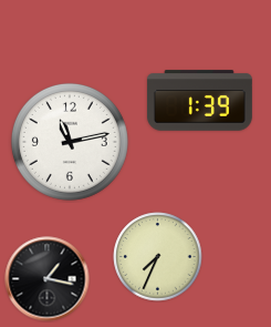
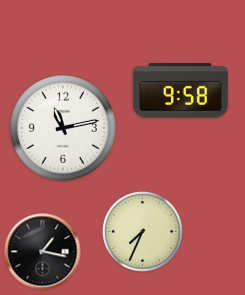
clock at (199, 101): 1:39 -> 9:58
